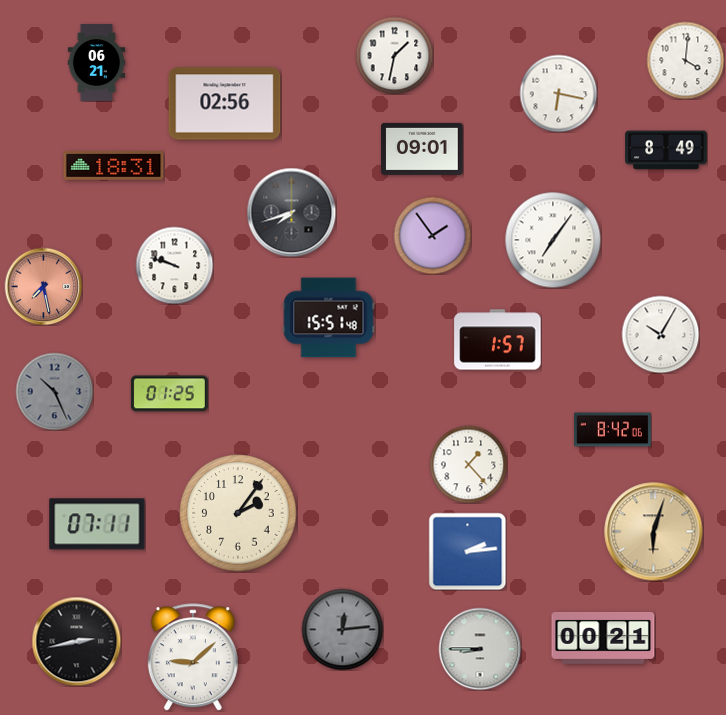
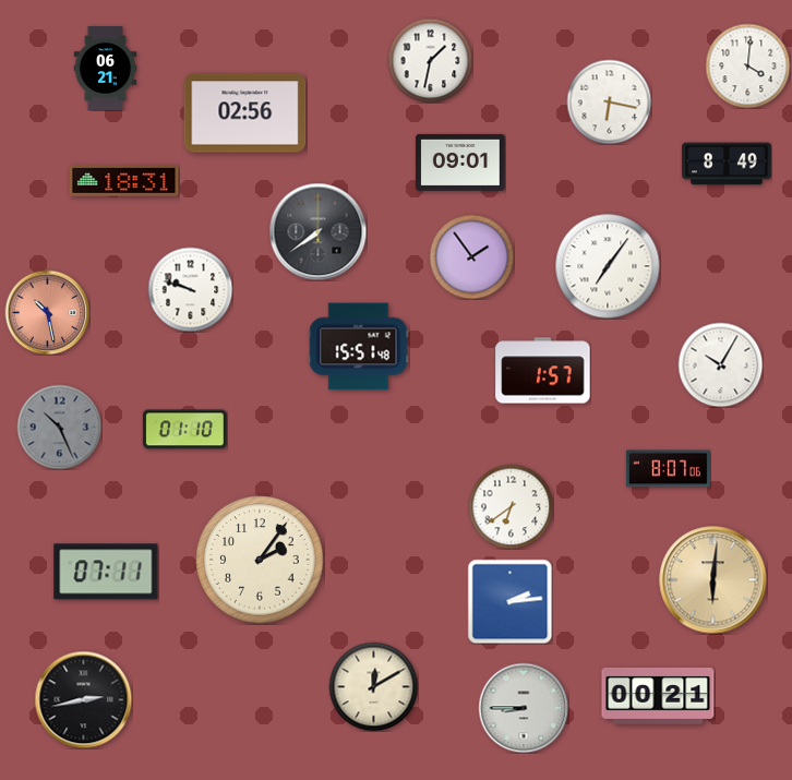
clock at (291, 212): 7:42 -> 7:39
clock at (553, 240) position: (553, 240) -> (608, 266)
clock at (43, 286): 7:28 -> 10:28
clock at (169, 394): 01:25 -> 01:10
clock at (612, 430): 8:42 -> 8:07
clock at (468, 464): 1:23 -> 6:39
clock at (654, 532): 6:03 -> 6:01
clock at (342, 629): 12:14 -> 12:10
clock at (342, 629) dial: grey -> cream
clock at (193, 657): 9:08 -> none
